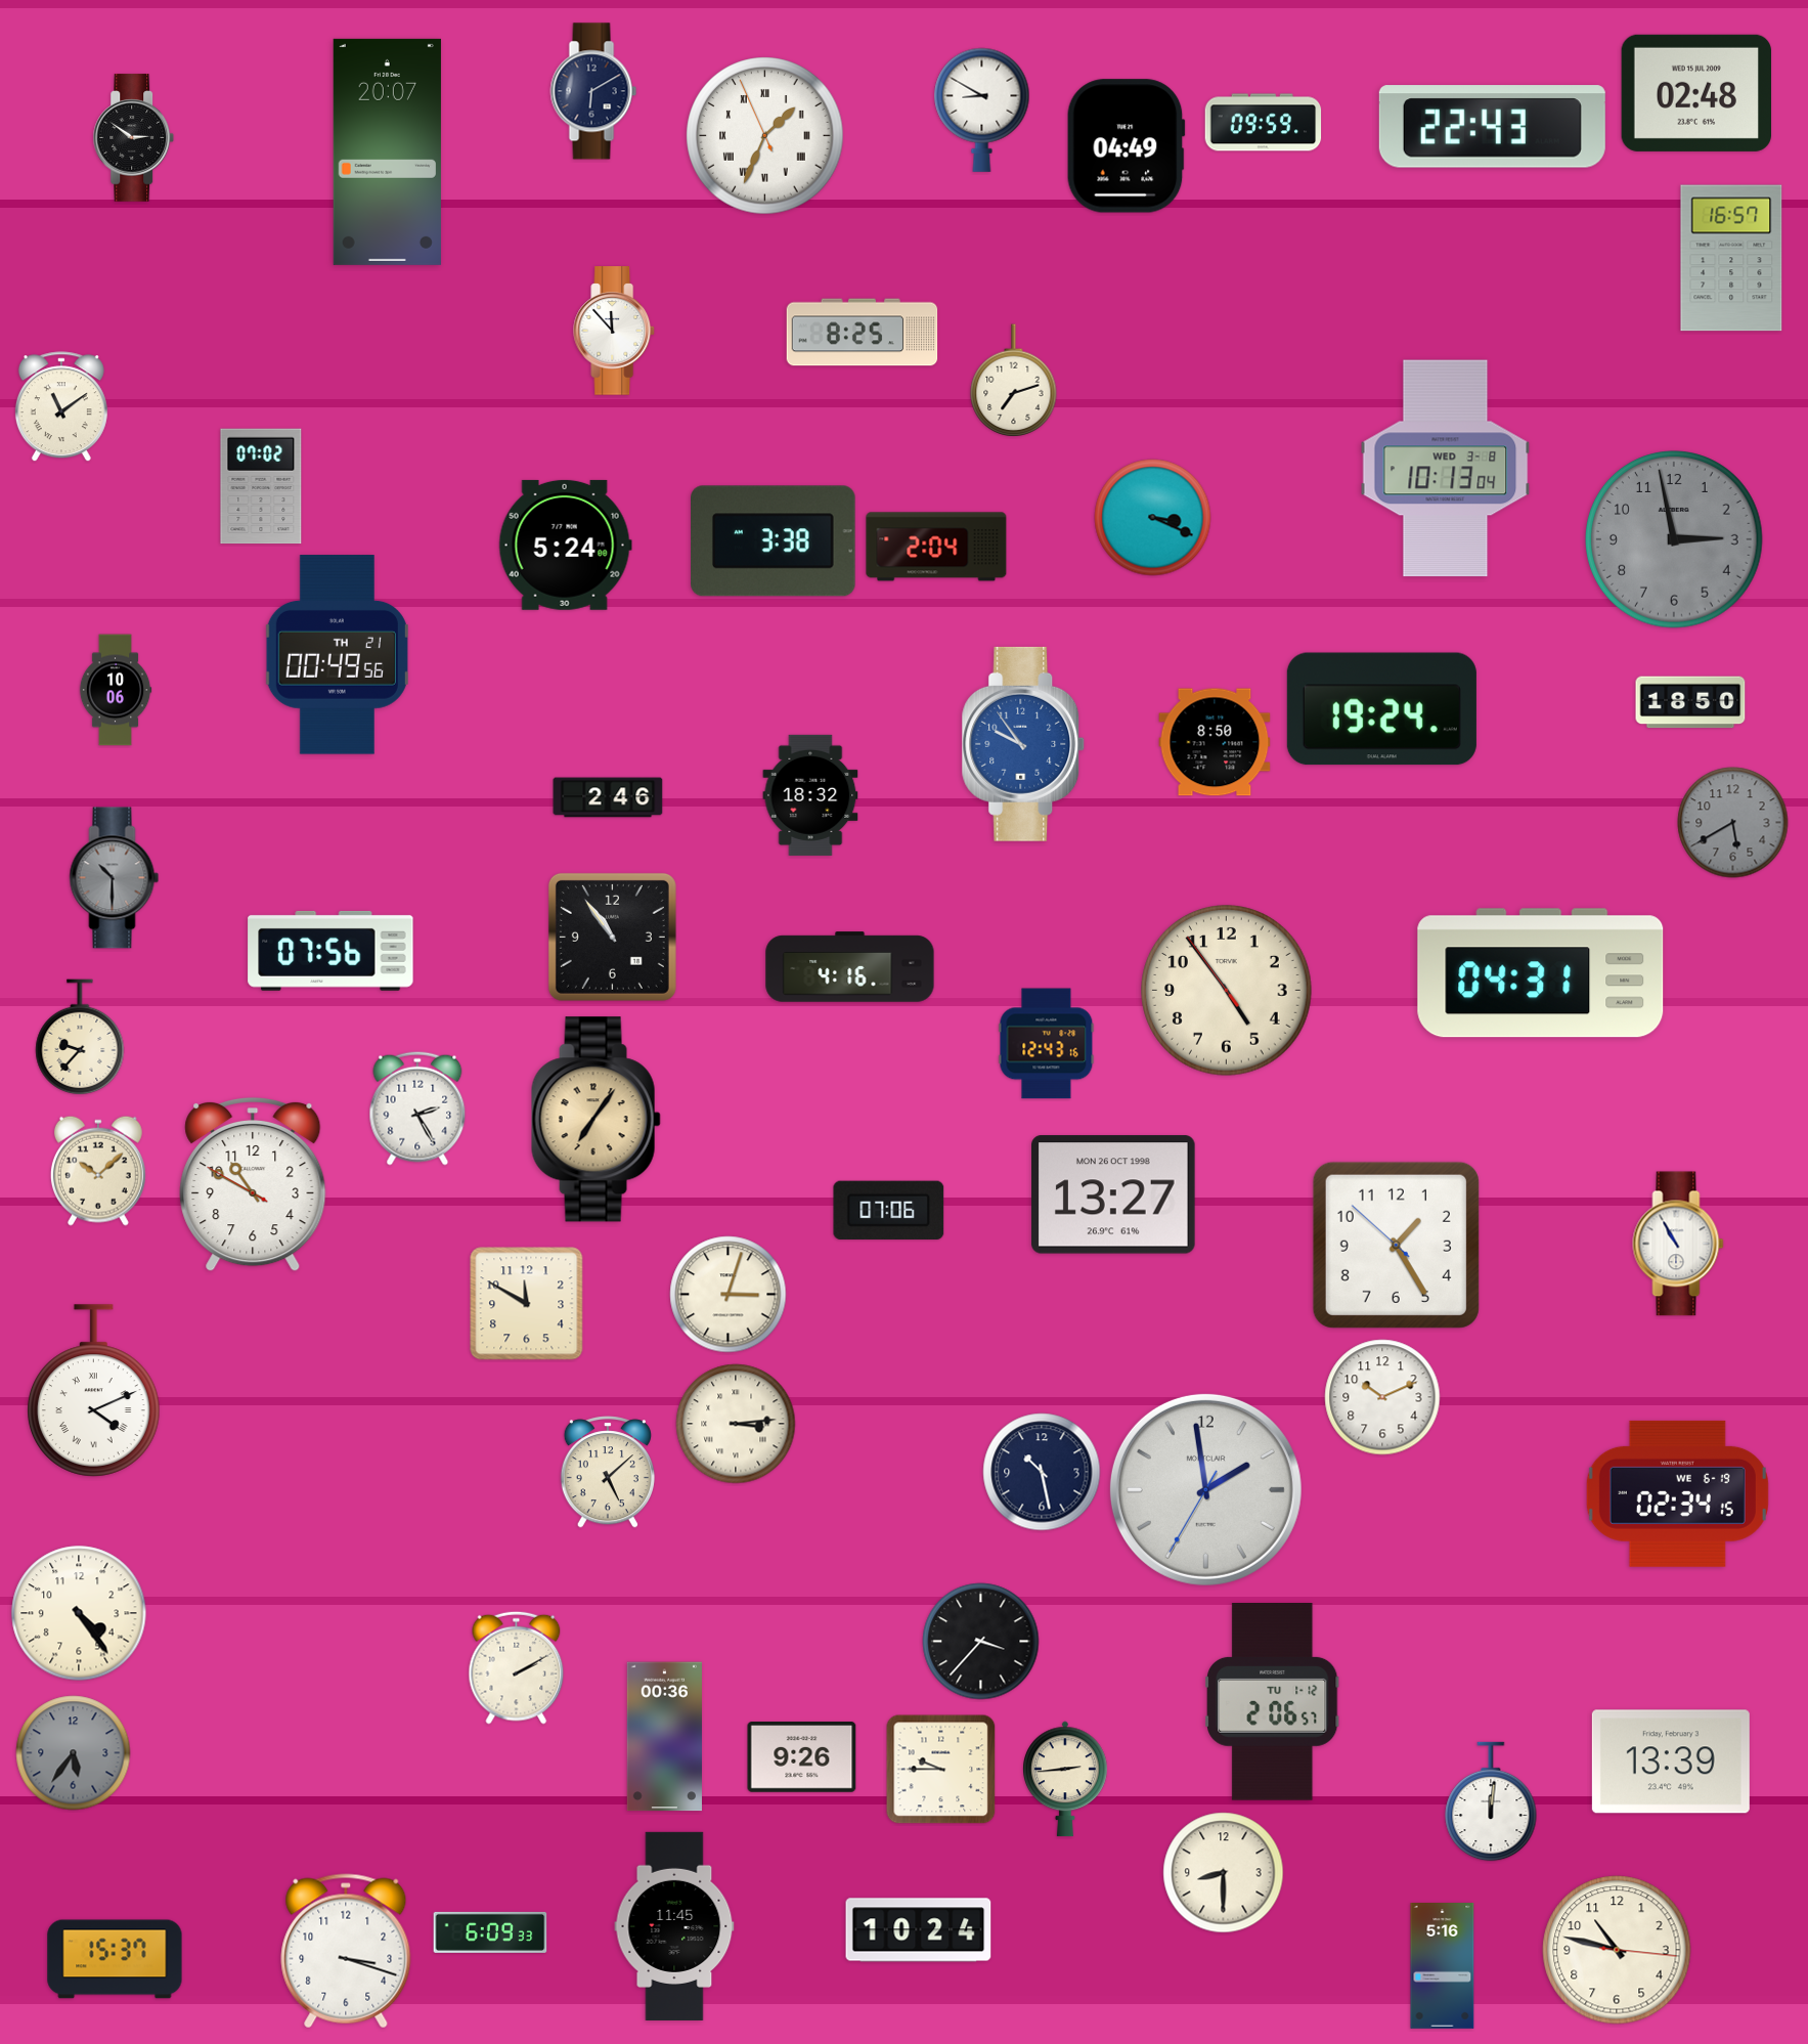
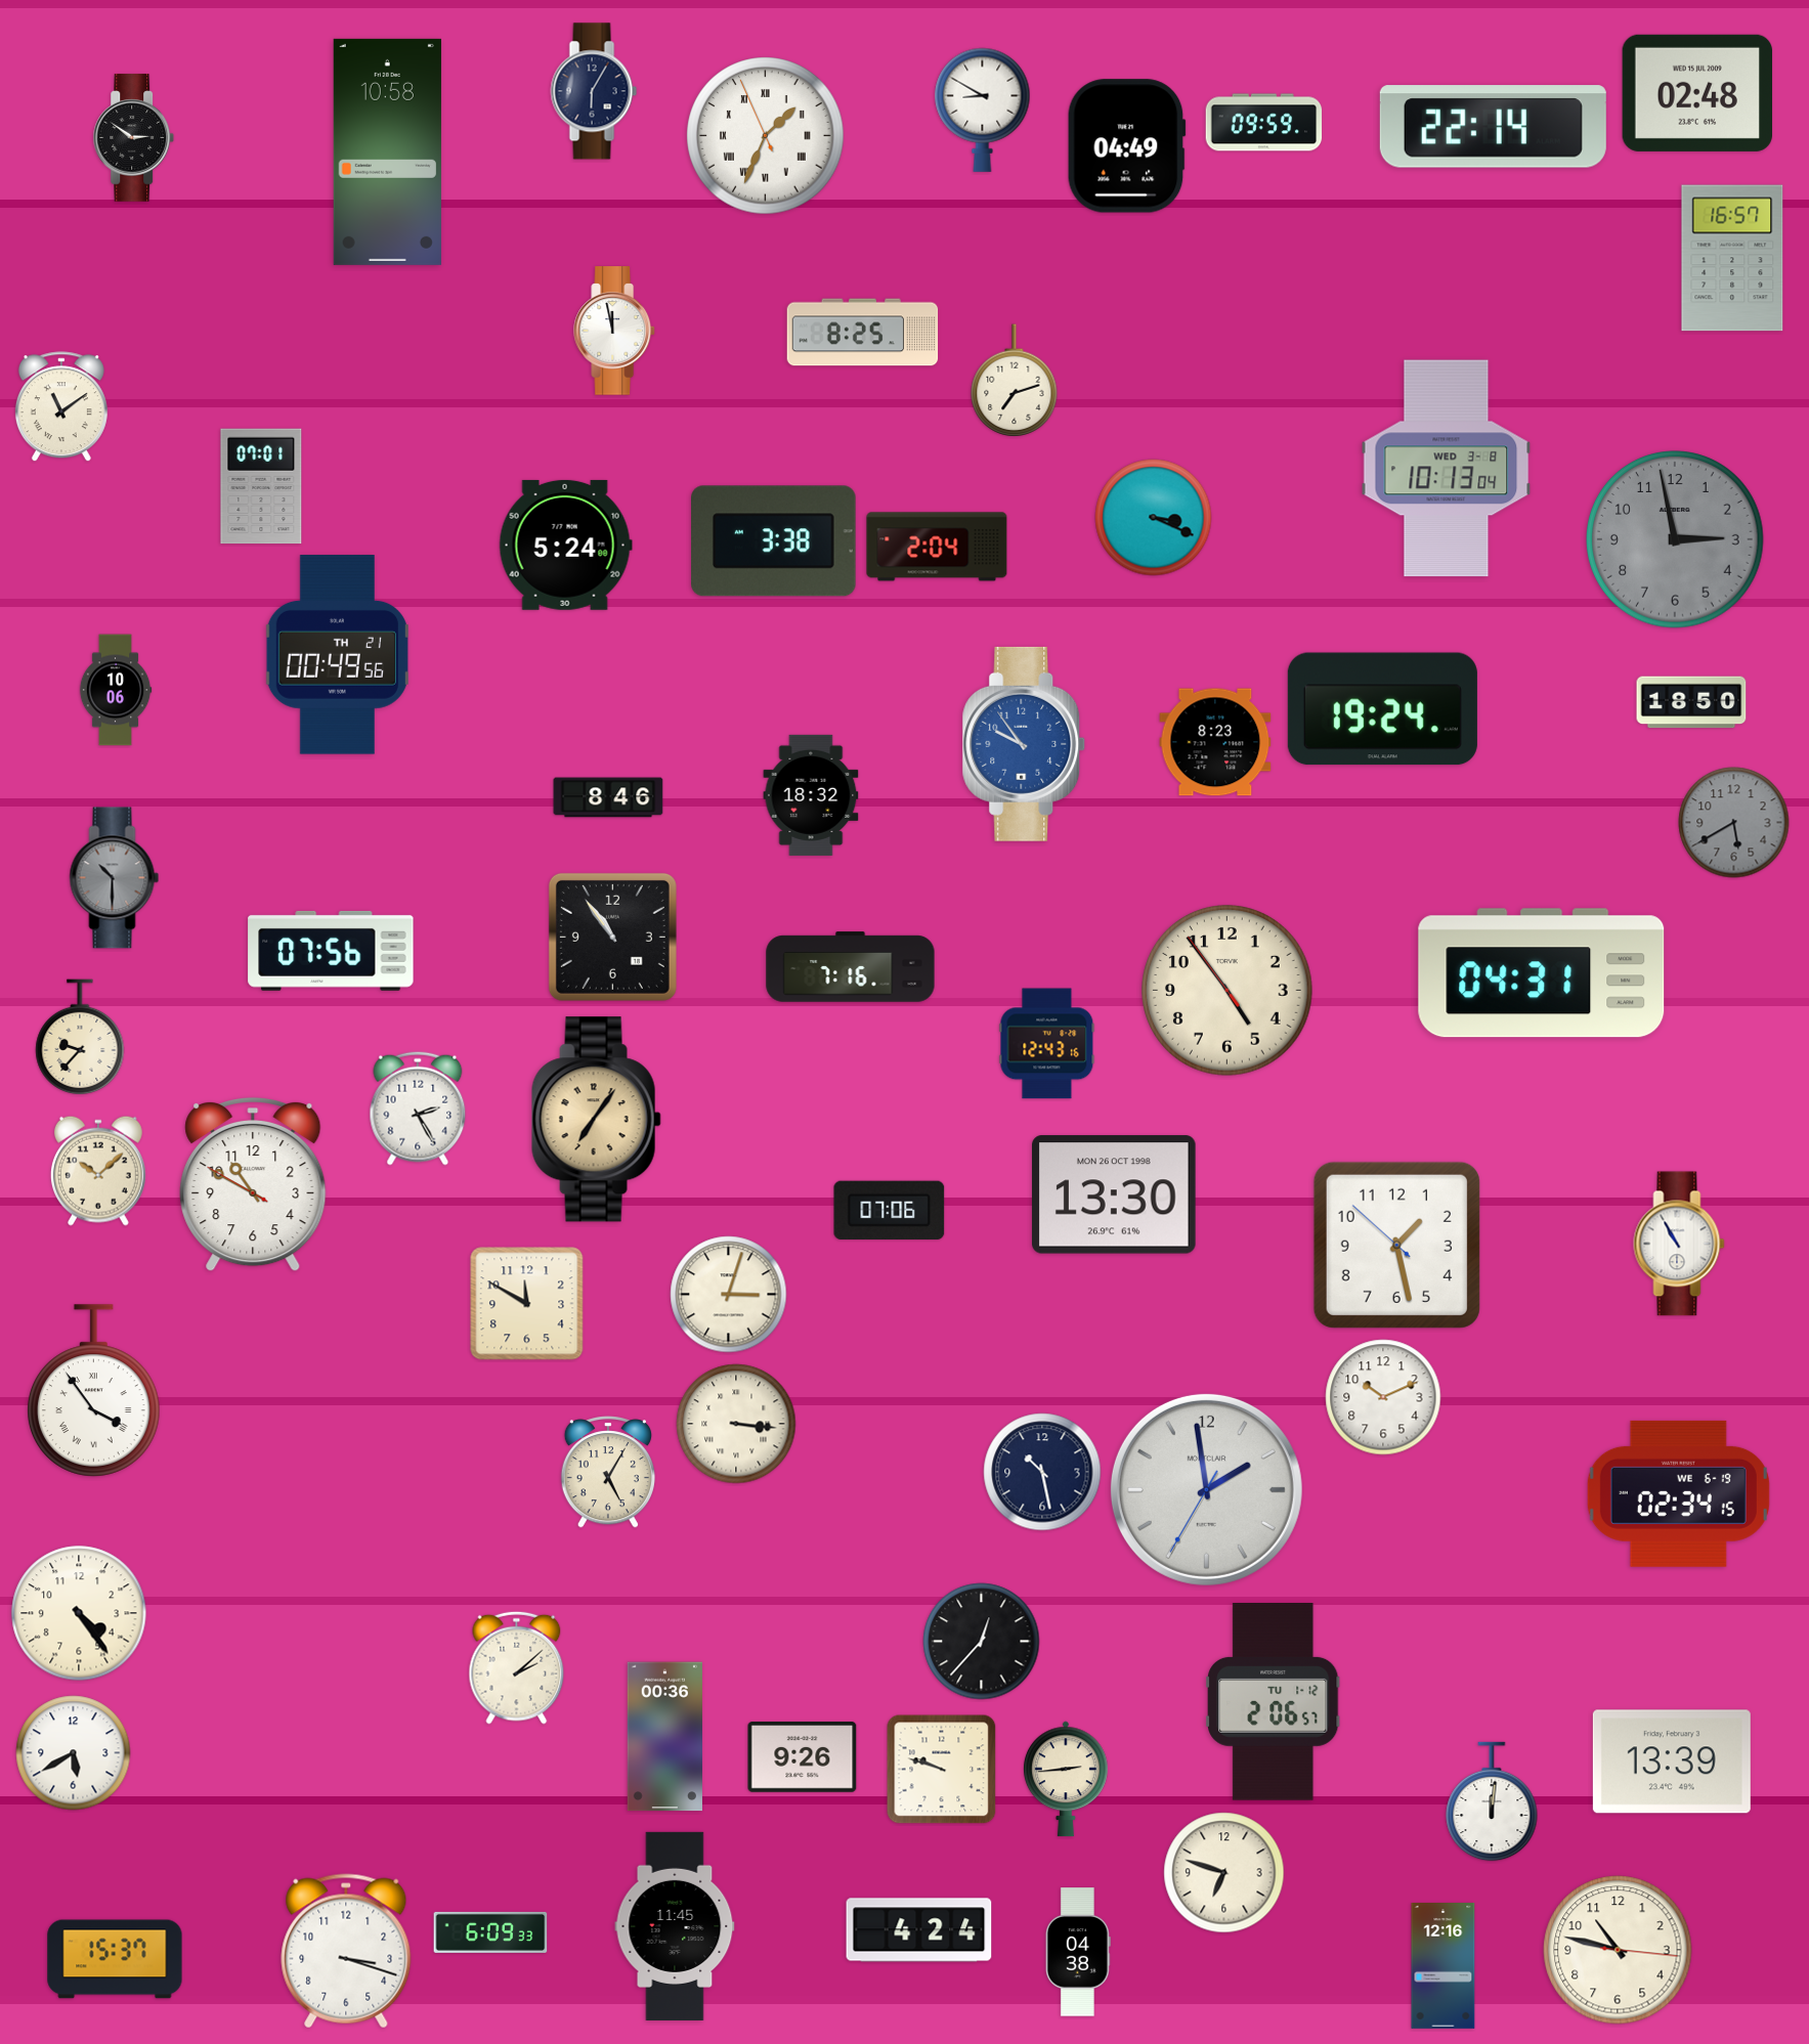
clock at (593, 91): 6:10 -> 6:05
clock at (1492, 127): 22:43 -> 22:14
clock at (387, 151): 20:07 -> 10:58
clock at (615, 331): 11:53 -> 11:58
clock at (261, 486): 07:02 -> 07:01
clock at (1215, 742): 8:50 -> 8:23
clock at (608, 797): 2:46 -> 8:46
clock at (850, 967): 4:16 -> 7:16
clock at (1114, 1194): 13:27 -> 13:30
clock at (1396, 1245): 1:24 -> 1:27
clock at (94, 1391): 4:11 -> 3:54
clock at (736, 1424): 3:14 -> 3:16
clock at (608, 1472): 5:08 -> 5:05
clock at (981, 1642): 3:37 -> 12:37
clock at (517, 1667): 2:10 -> 2:08
clock at (74, 1753): 5:36 -> 5:40
clock at (74, 1753) dial: grey -> white
clock at (941, 1770): 9:45 -> 9:48
clock at (1224, 1873): 8:30 -> 6:48
clock at (919, 1930): 10:24 -> 4:24
clock at (1078, 1952): none -> 04:38
clock at (1443, 1966): 5:16 -> 12:16
